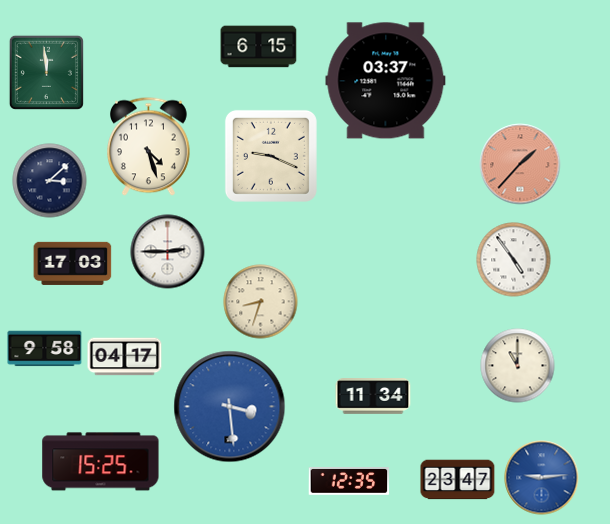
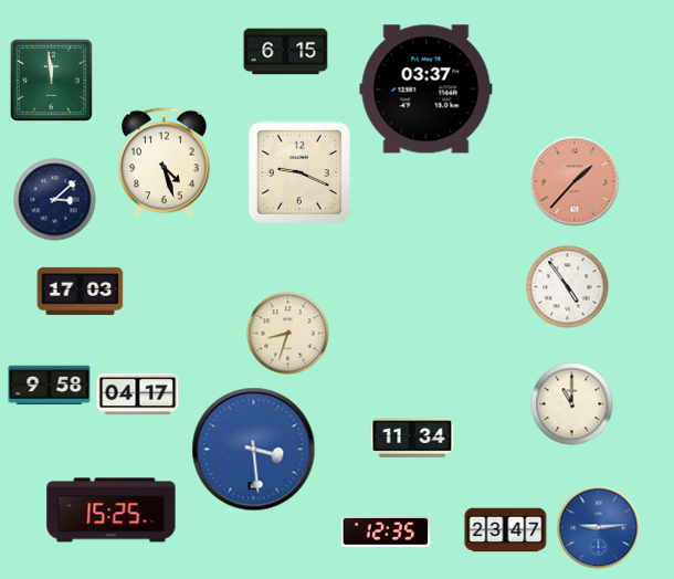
clock at (168, 252): 2:45 -> none
